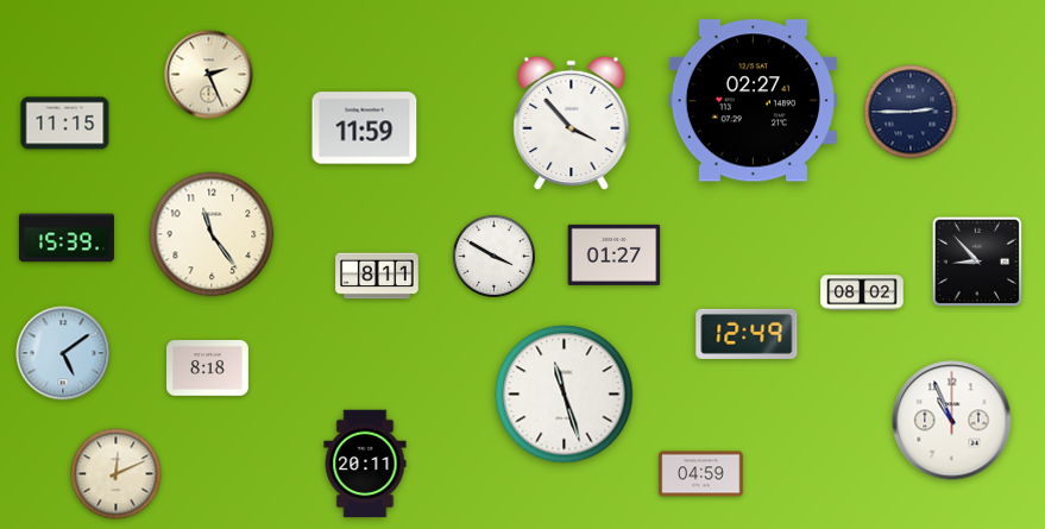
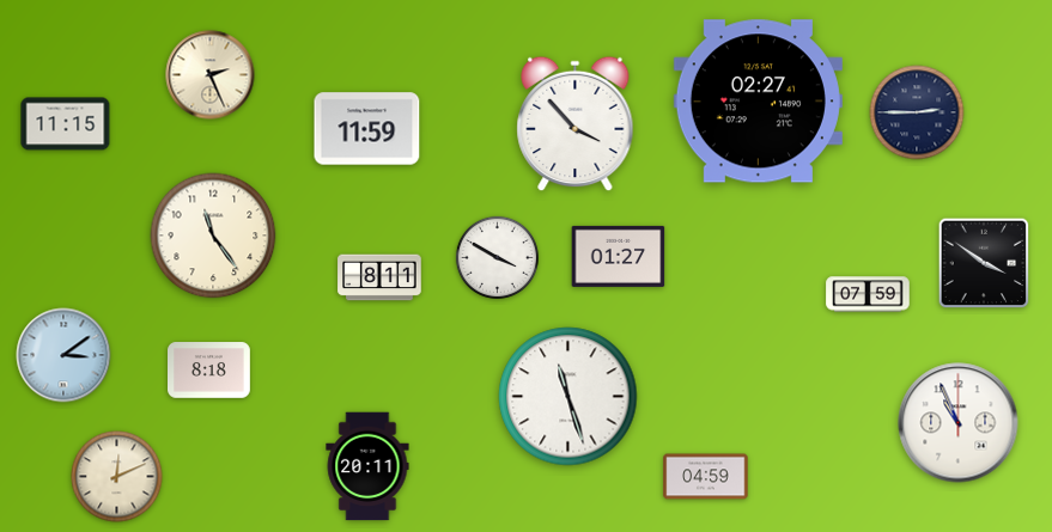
clock at (67, 238): 15:39 -> none
clock at (977, 262): 8:53 -> 3:51
clock at (862, 292): 08:02 -> 07:59
clock at (747, 334): 12:49 -> none
clock at (63, 353): 5:09 -> 3:09
